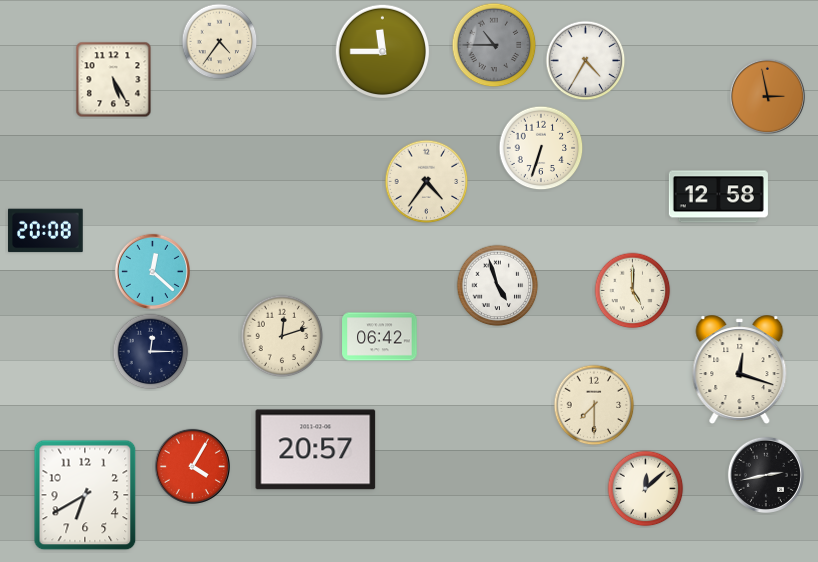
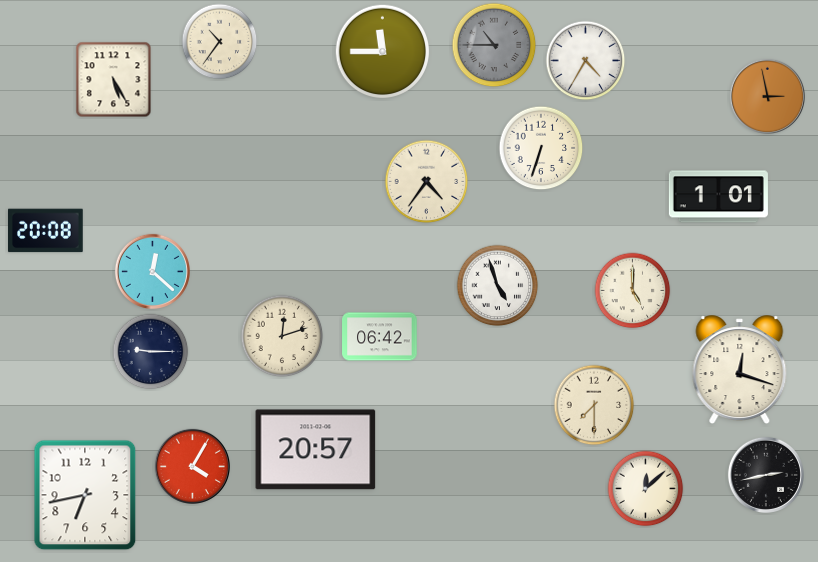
clock at (220, 42): 4:36 -> 10:36
clock at (718, 197): 12:58 -> 1:01
clock at (151, 352): 12:15 -> 9:15
clock at (85, 495): 6:40 -> 6:43
